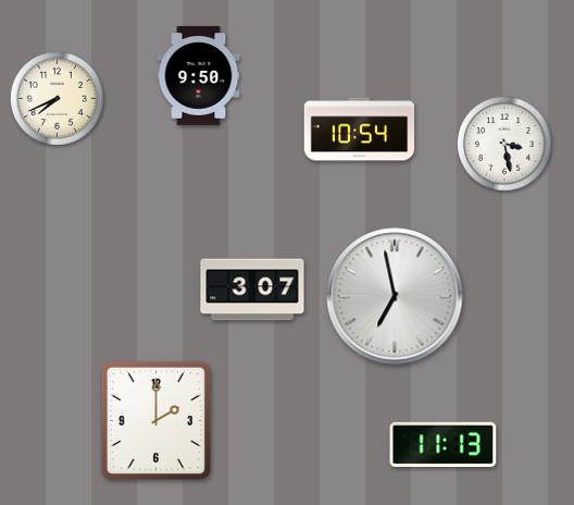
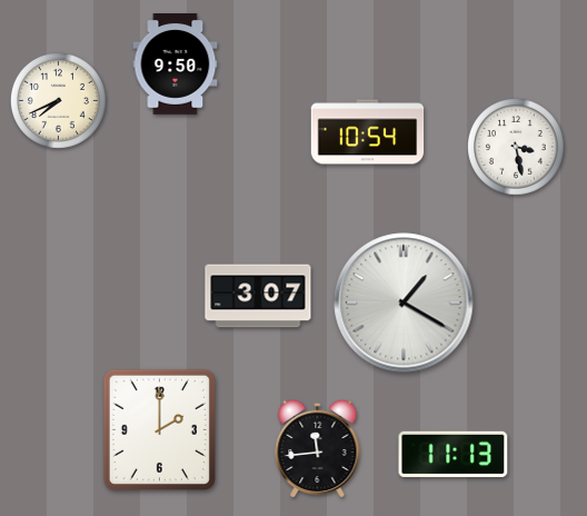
clock at (199, 76) position: (199, 76) -> (176, 64)
clock at (395, 296): 6:58 -> 1:20
clock at (318, 448): none -> 11:44
